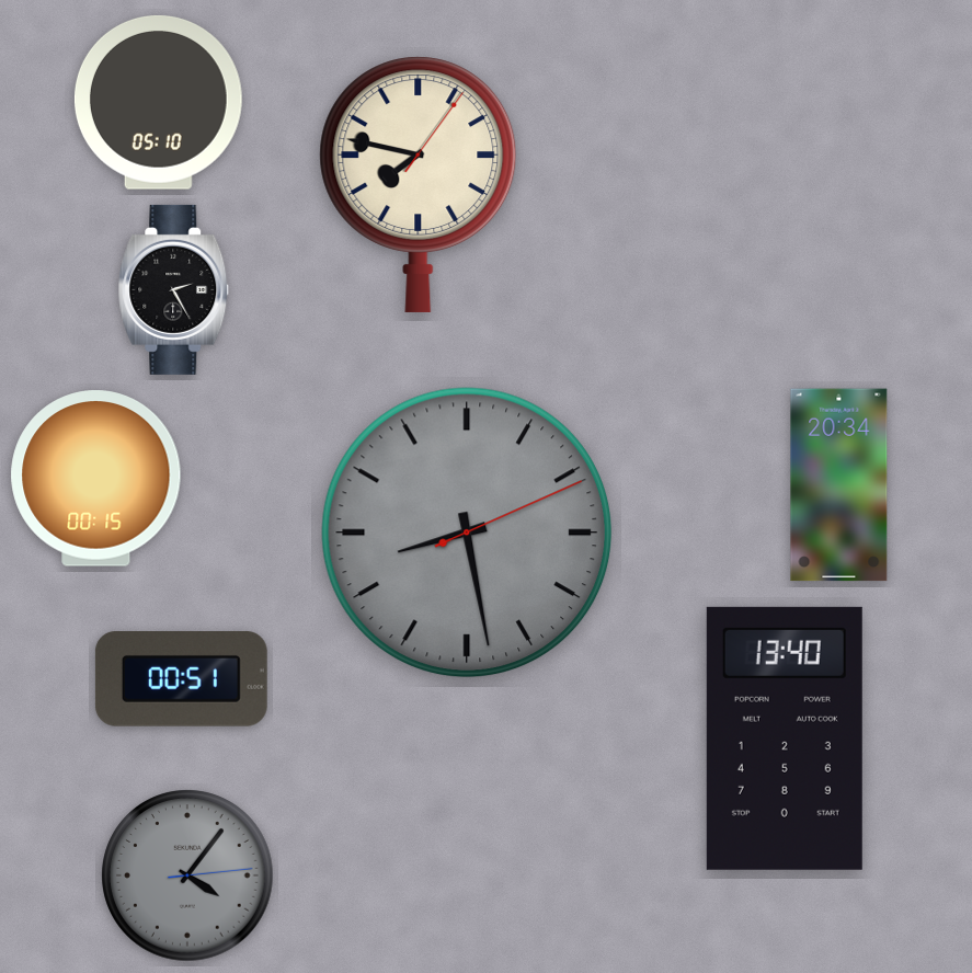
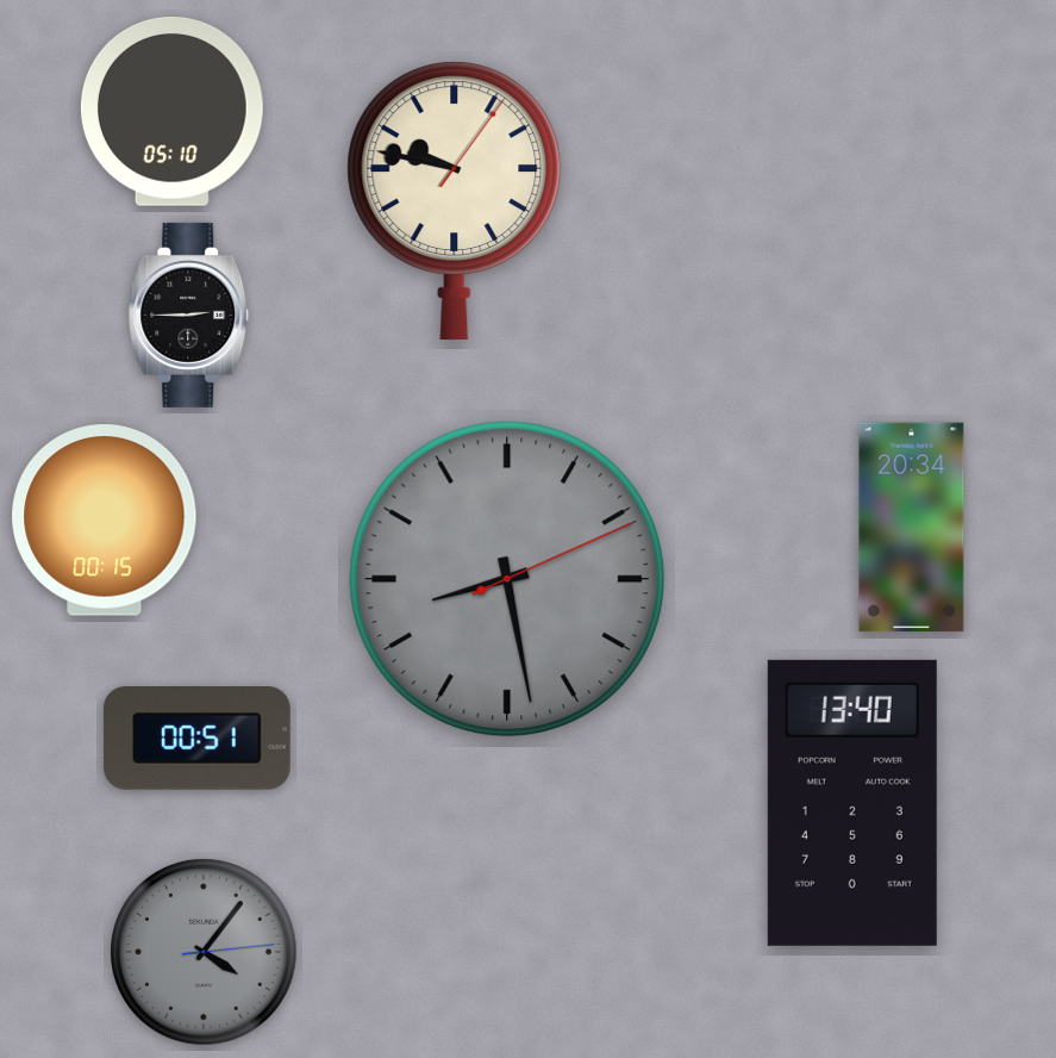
clock at (419, 184): 7:47 -> 9:47
clock at (174, 289): 2:25 -> 2:45
